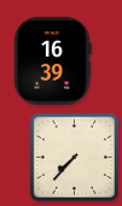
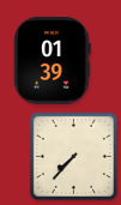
clock at (53, 60): 16:39 -> 01:39
